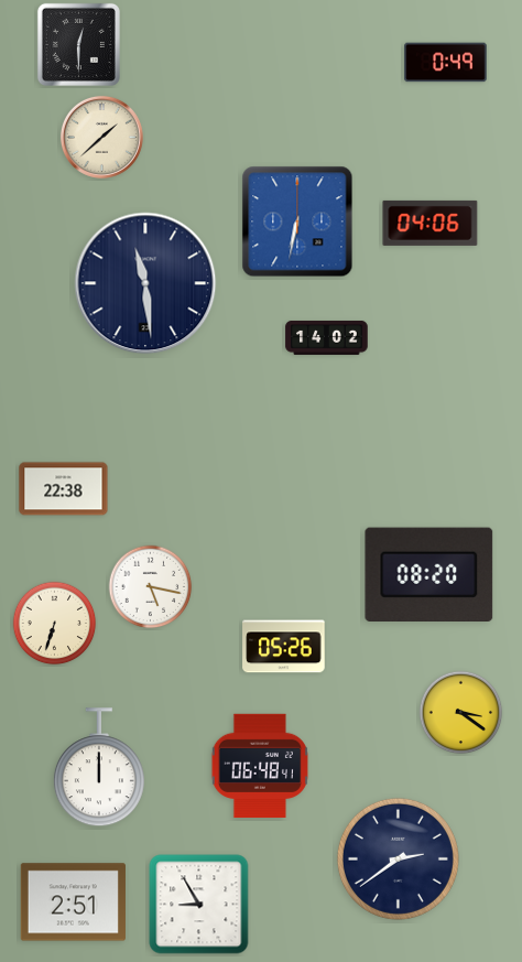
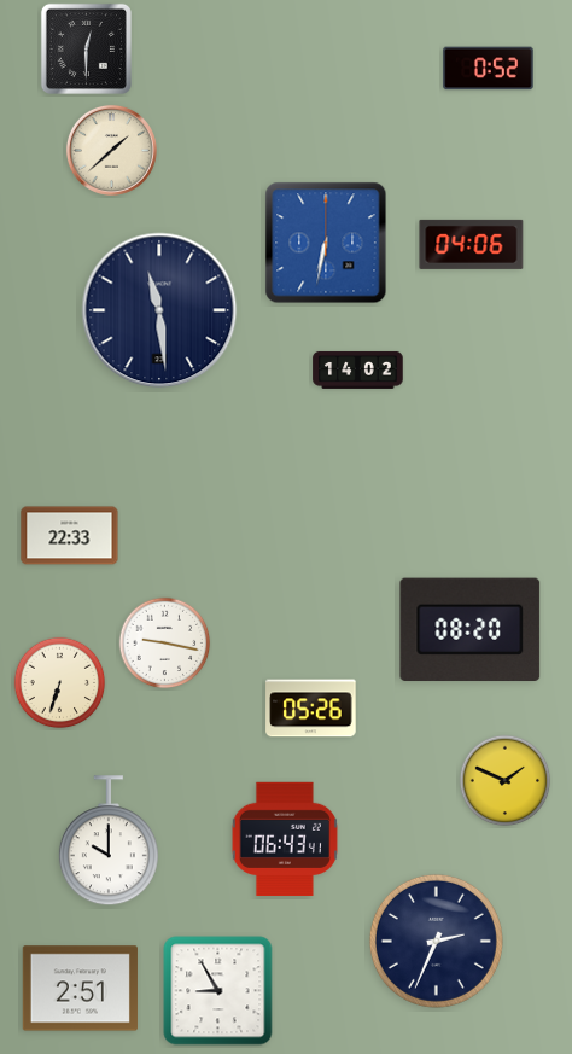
clock at (446, 63): 0:49 -> 0:52
clock at (64, 489): 22:38 -> 22:33
clock at (151, 587): 5:17 -> 9:17
clock at (461, 713): 3:21 -> 1:49
clock at (260, 766): 06:48 -> 06:43
clock at (99, 768): 12:00 -> 10:00
clock at (398, 858): 2:39 -> 2:34
